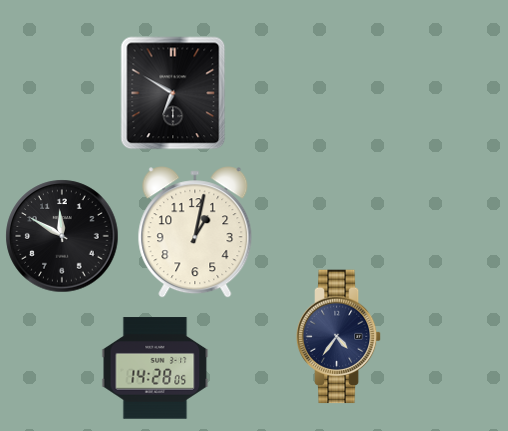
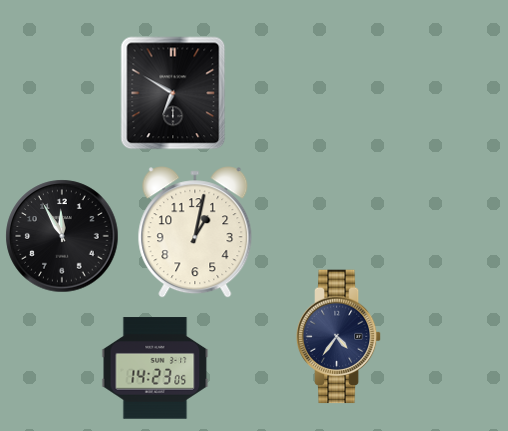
clock at (62, 236): 11:50 -> 11:55
clock at (155, 368): 14:28 -> 14:23
